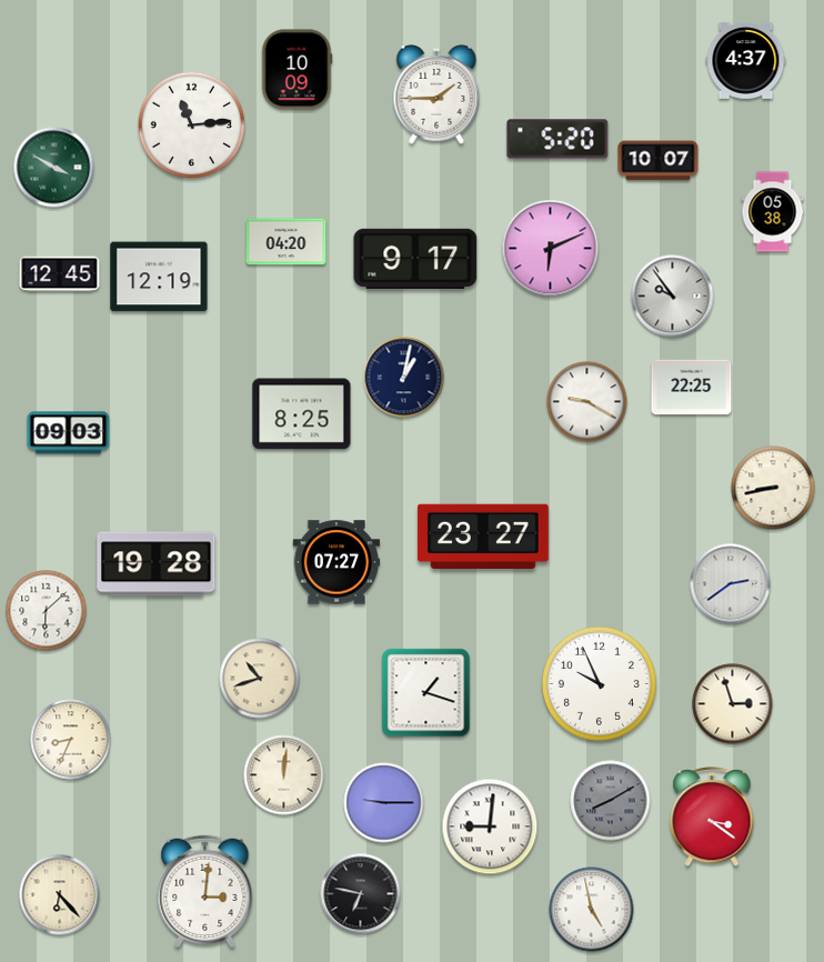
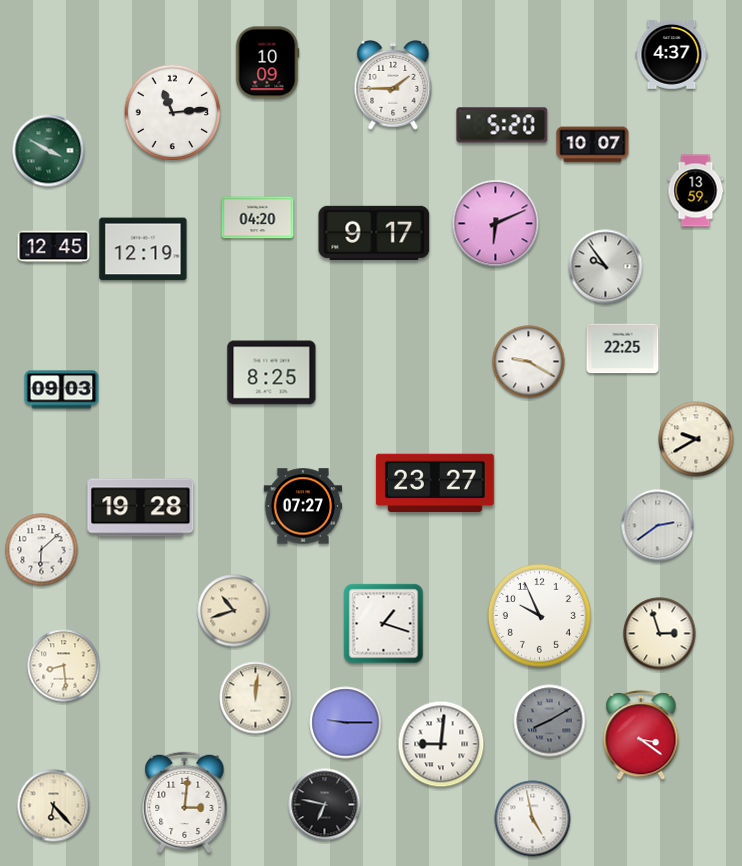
clock at (773, 212): 05:38 -> 13:59
clock at (404, 378): 1:02 -> none
clock at (773, 488): 8:43 -> 9:40
clock at (71, 740): 8:34 -> 8:29
